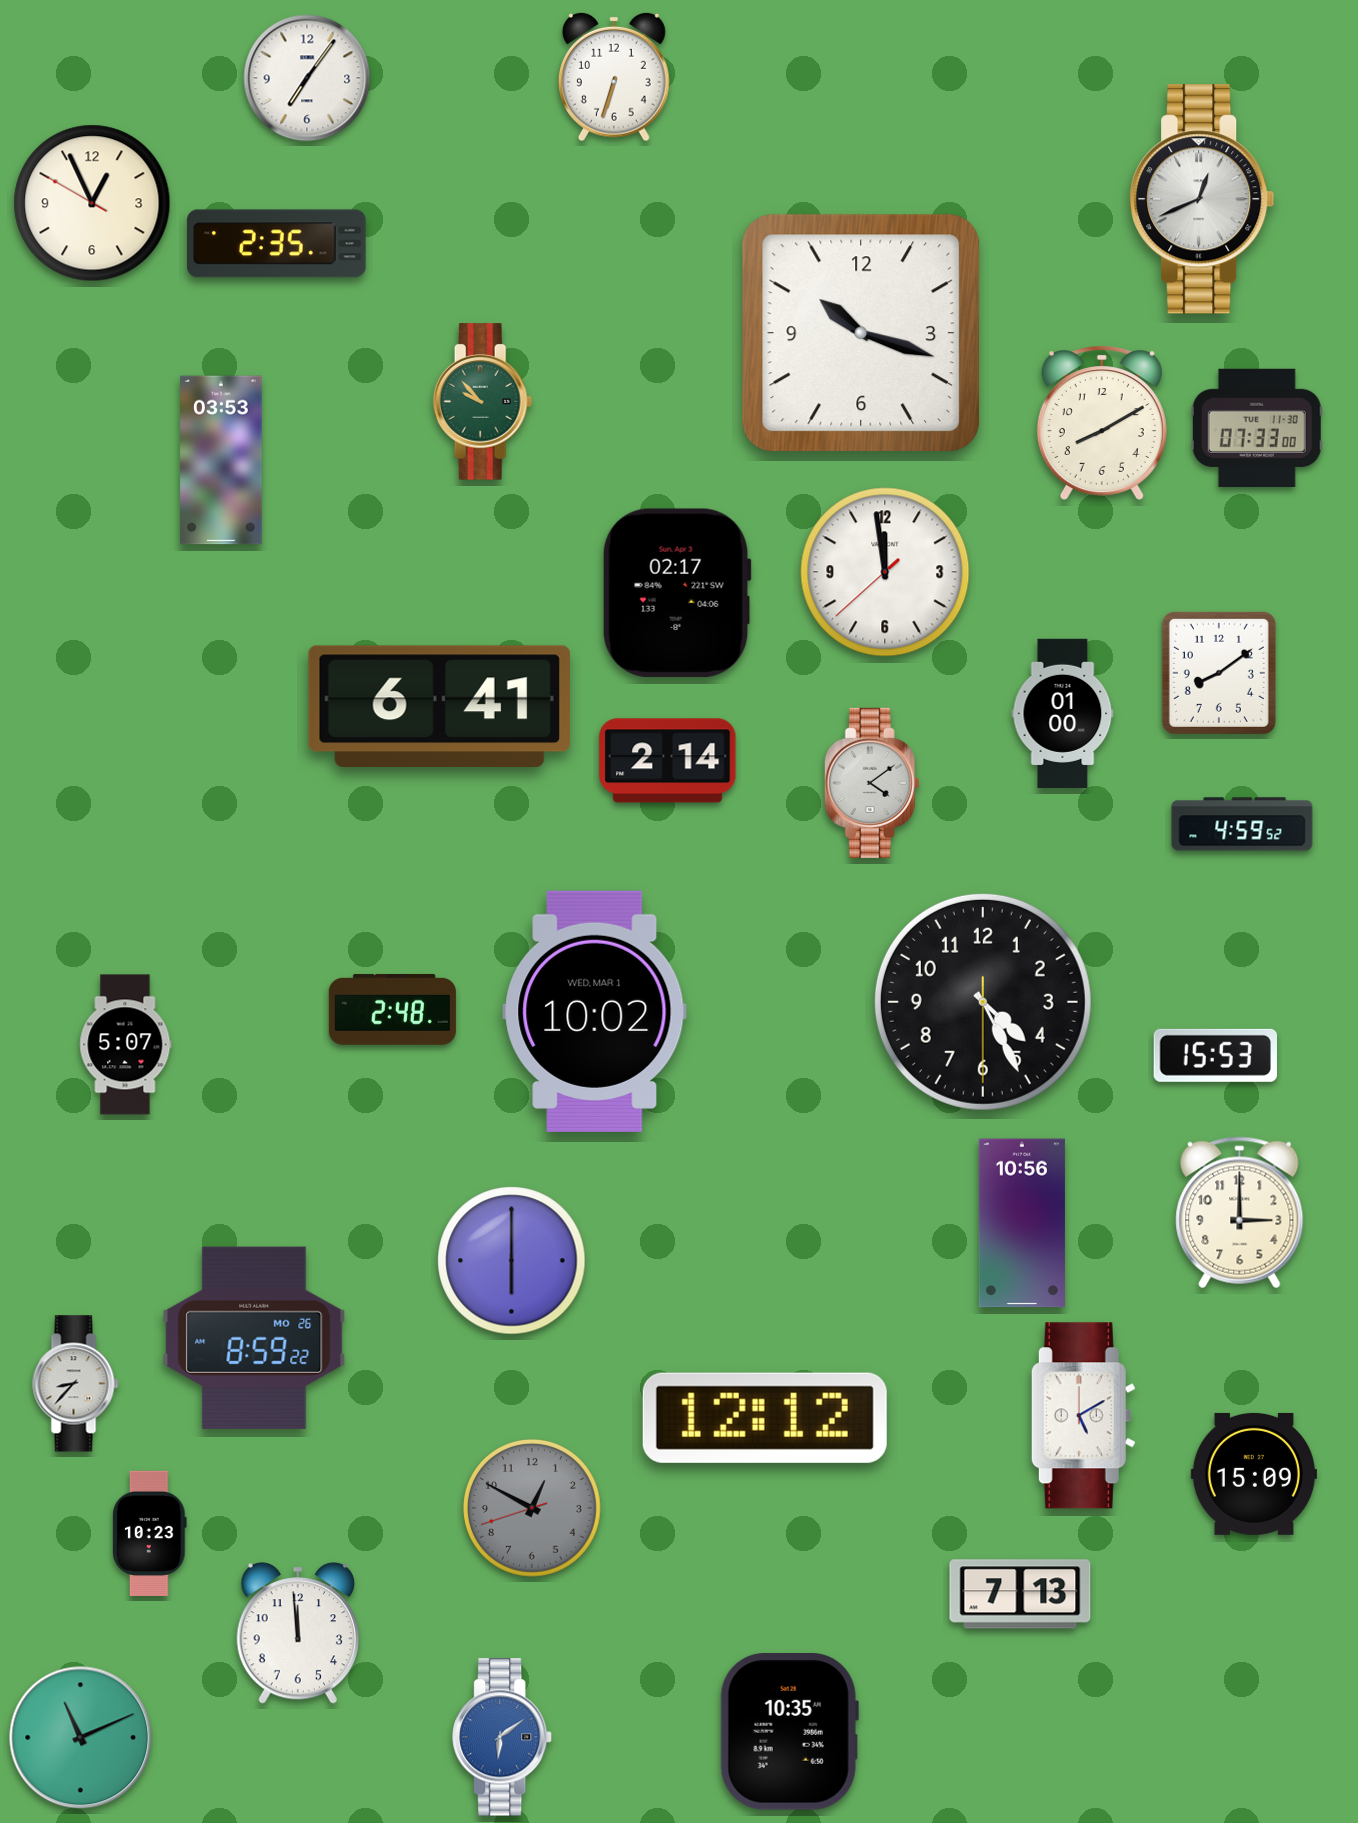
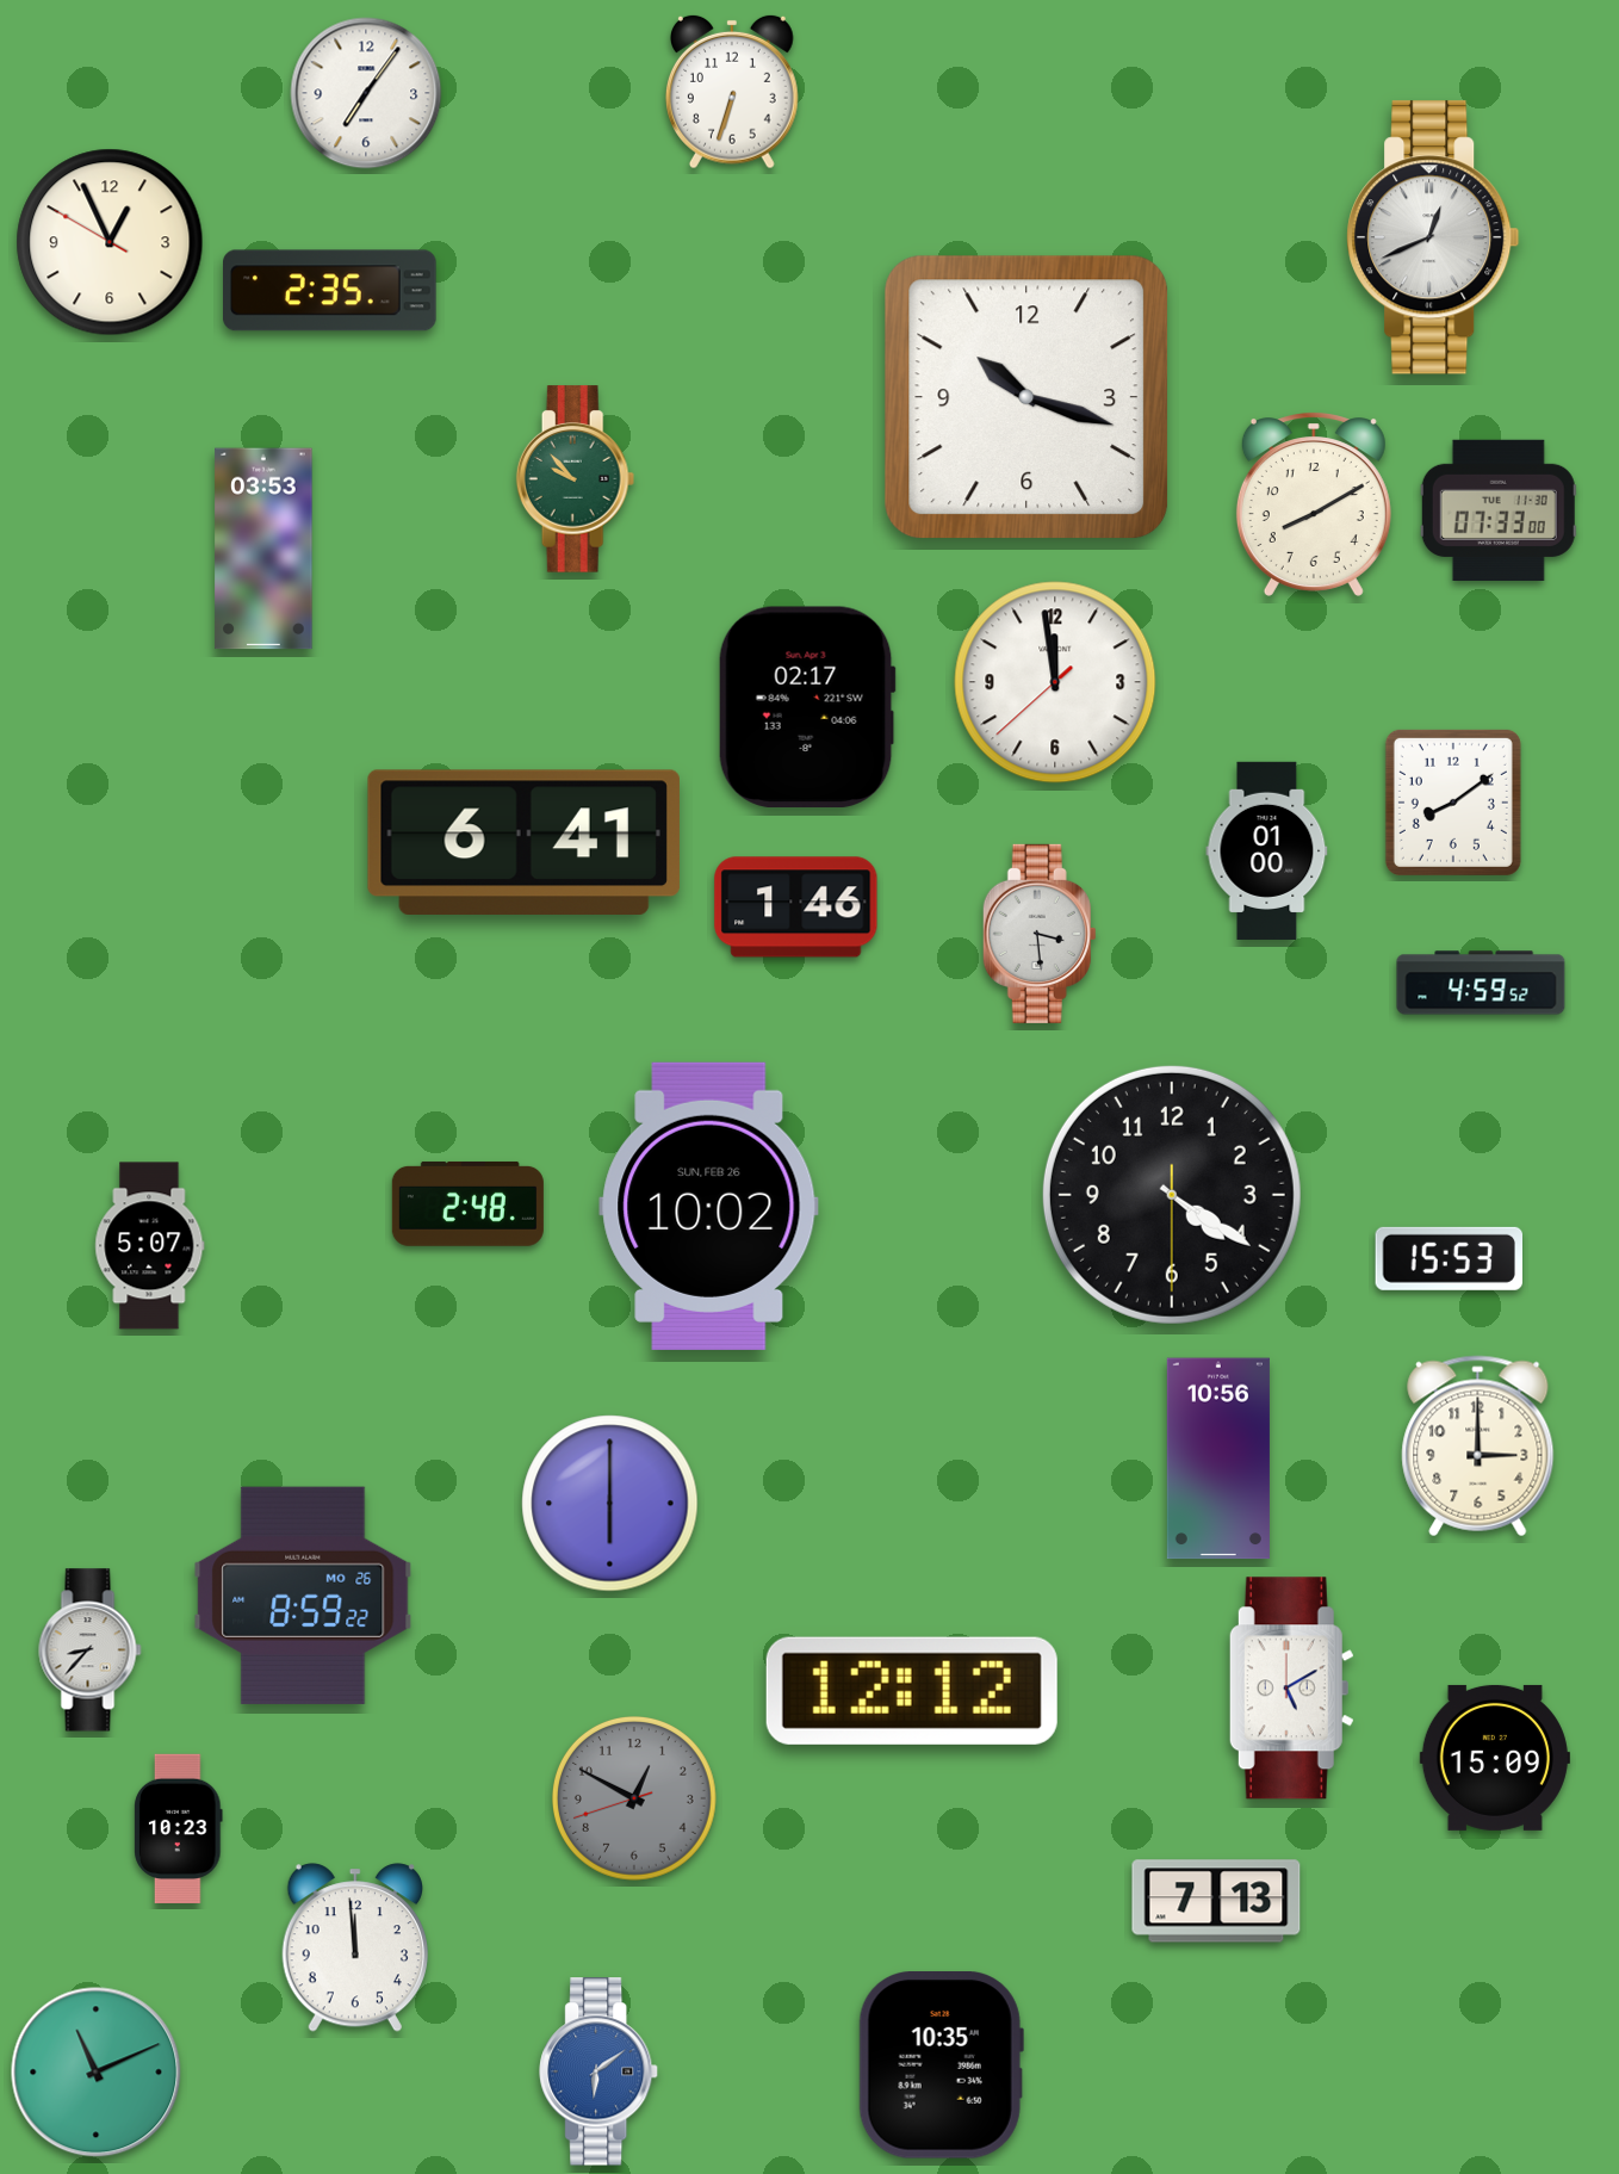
clock at (668, 761): 2:14 -> 1:46
clock at (872, 783): 4:09 -> 3:29
clock at (983, 1002): 4:25 -> 4:20
clock at (595, 1011) date: WED, MAR 1 -> SUN, FEB 26
